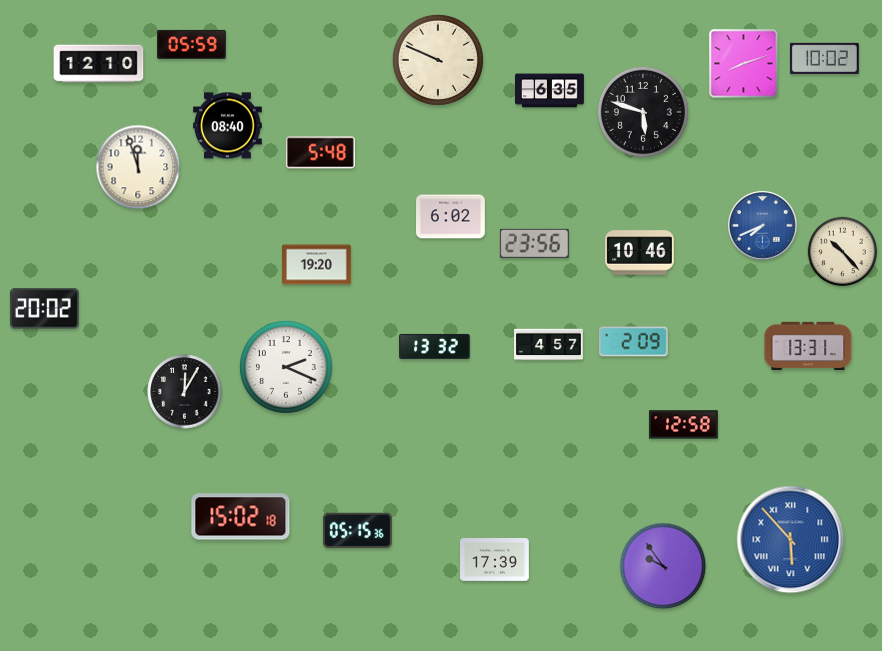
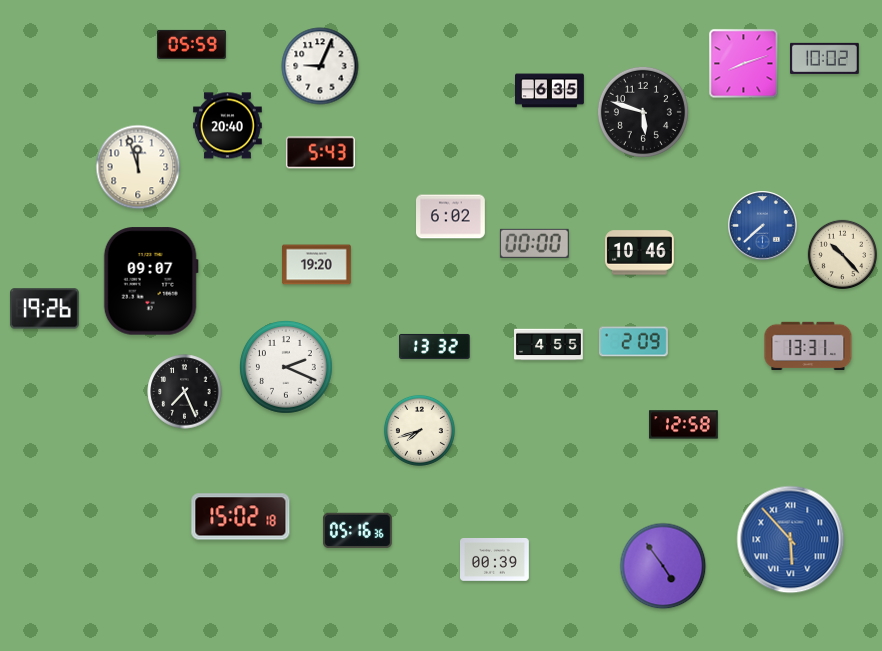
clock at (438, 60): 9:49 -> none
clock at (99, 64): 12:10 -> none
clock at (320, 66): none -> 9:04
clock at (227, 126): 08:40 -> 20:40
clock at (320, 153): 5:48 -> 5:43
clock at (763, 226): 7:41 -> 7:38
clock at (534, 243): 23:56 -> 00:00
clock at (842, 251) position: (842, 251) -> (842, 254)
clock at (151, 281): none -> 09:07
clock at (44, 309): 20:02 -> 19:26
clock at (549, 345): 4:57 -> 4:55
clock at (185, 392): 12:05 -> 7:26
clock at (419, 430): none -> 7:42
clock at (357, 531): 05:15 -> 05:16
clock at (495, 560): 17:39 -> 00:39
clock at (663, 566): 9:54 -> 4:54
